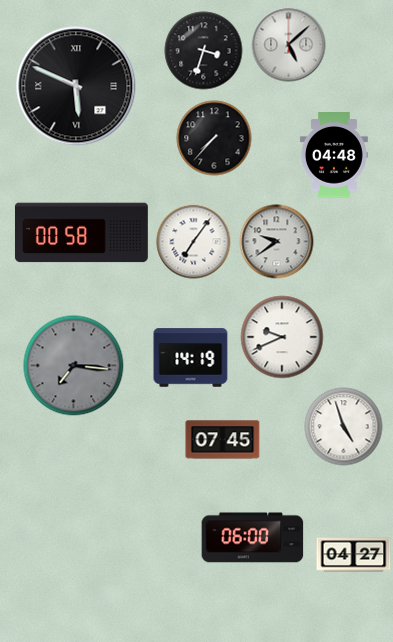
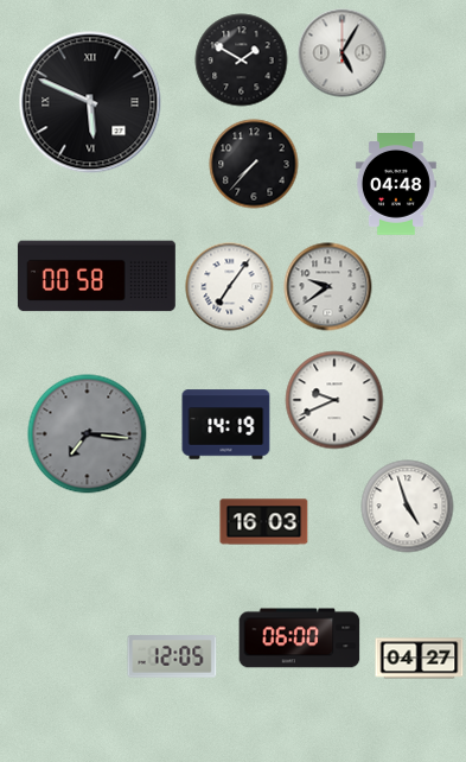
clock at (289, 45): 5:08 -> 5:05
clock at (204, 51): 3:33 -> 1:50
clock at (223, 440): 07:45 -> 16:03
clock at (172, 656): none -> 12:05
